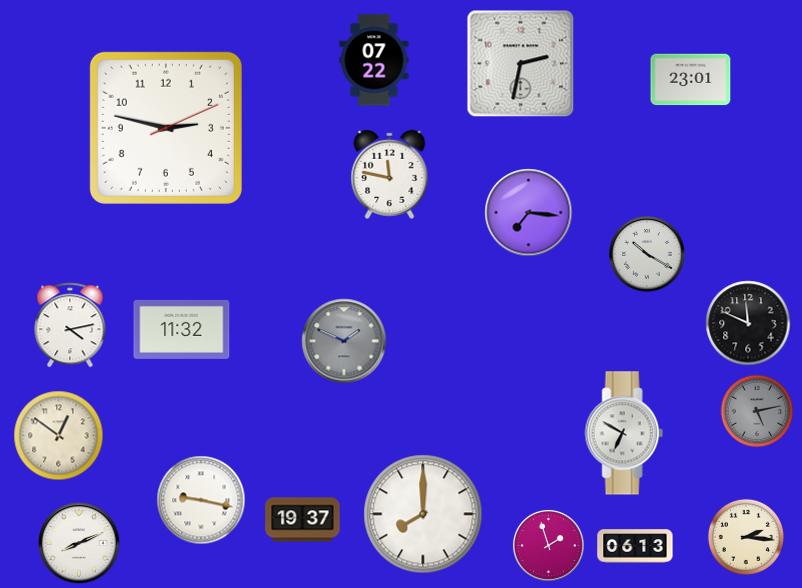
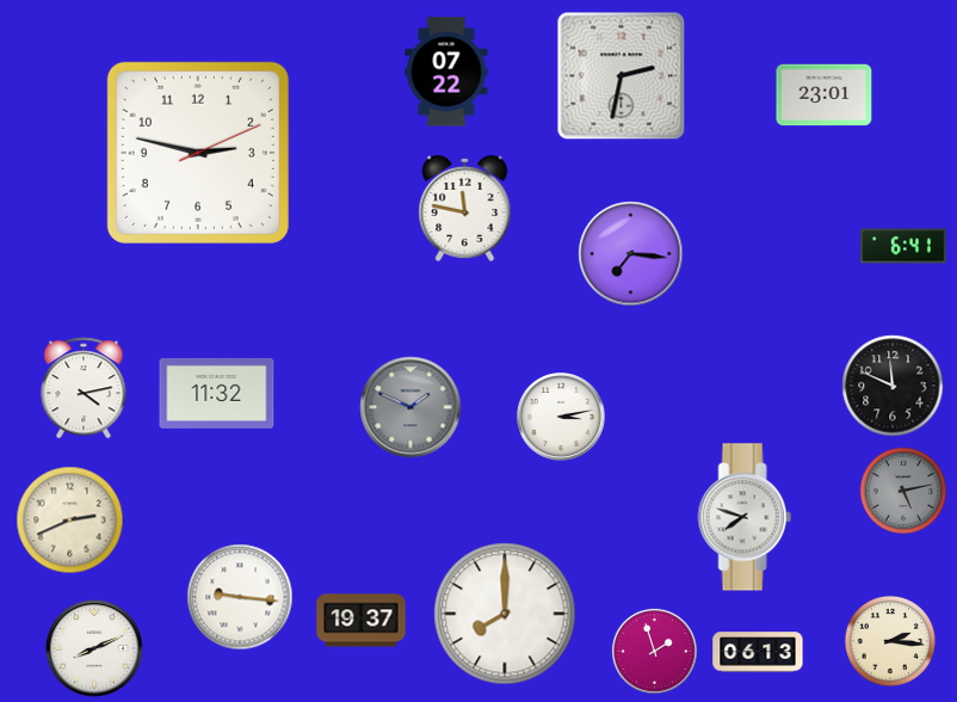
clock at (904, 246): none -> 6:41
clock at (647, 254): 10:20 -> none
clock at (562, 418): none -> 3:13
clock at (624, 433): 6:50 -> 7:48
clock at (59, 436): 12:51 -> 2:41
clock at (201, 500): 9:17 -> 9:16
